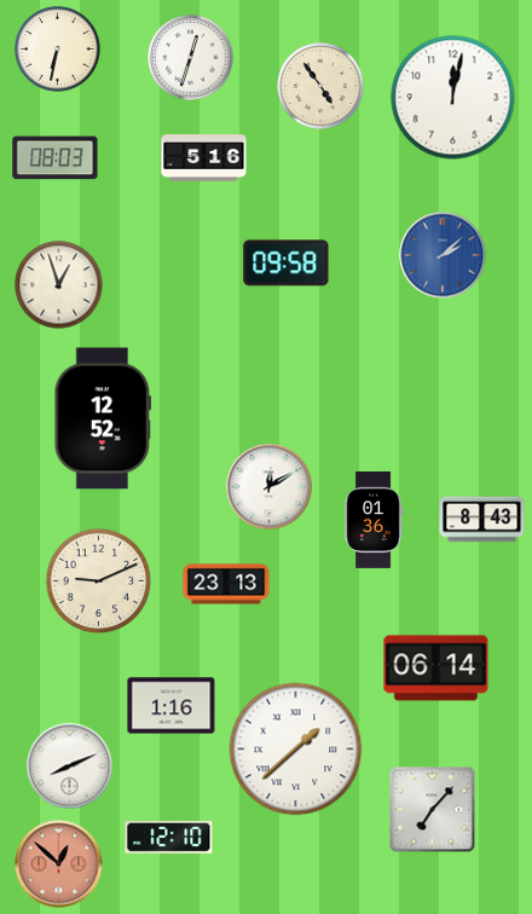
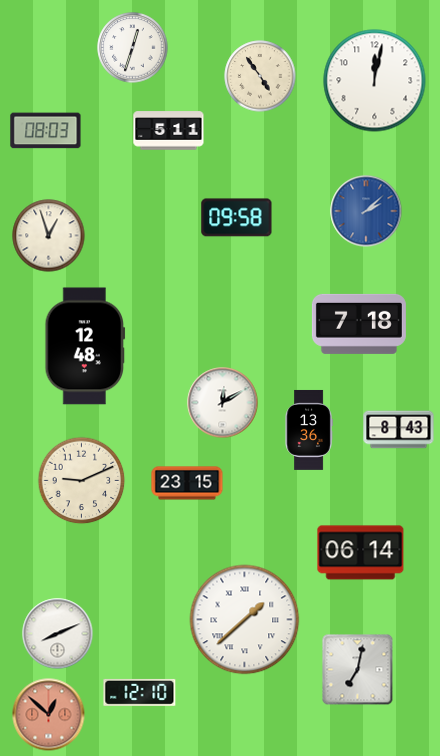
clock at (58, 50): 6:32 -> none
clock at (191, 58) position: (191, 58) -> (133, 48)
clock at (320, 86) position: (320, 86) -> (260, 76)
clock at (204, 158): 5:16 -> 5:11
clock at (359, 324): none -> 7:18
clock at (103, 418): 12:52 -> 12:48
clock at (374, 520): 01:36 -> 13:36
clock at (226, 584): 23:13 -> 23:15
clock at (172, 706): 1:16 -> none
clock at (433, 810): 7:07 -> 7:02
